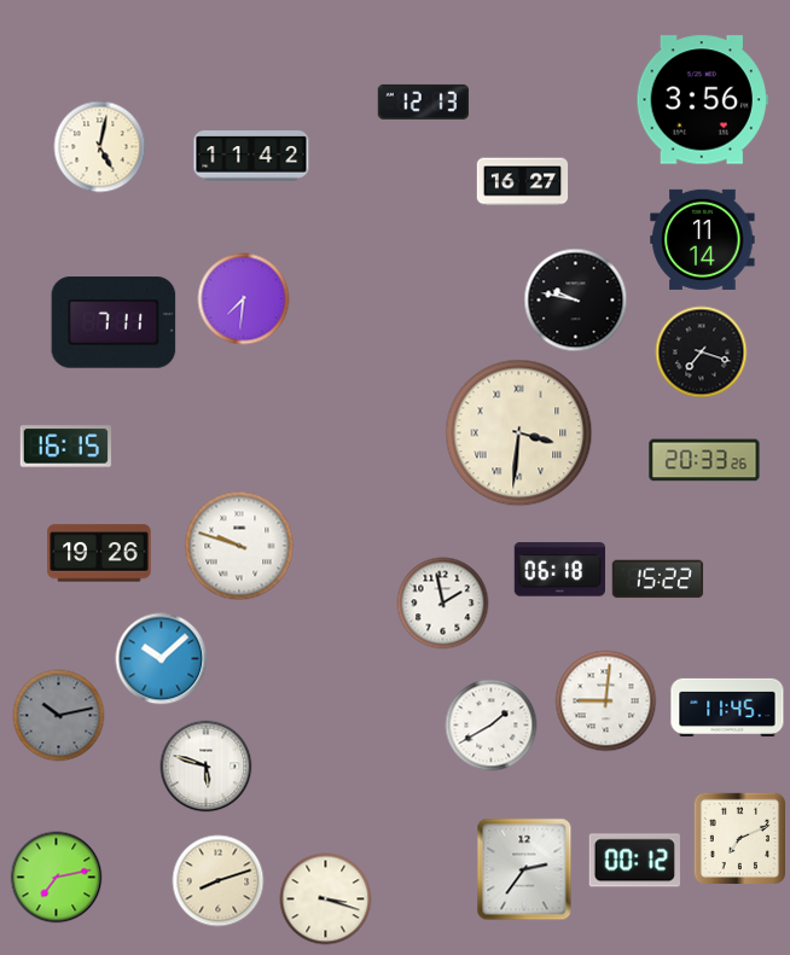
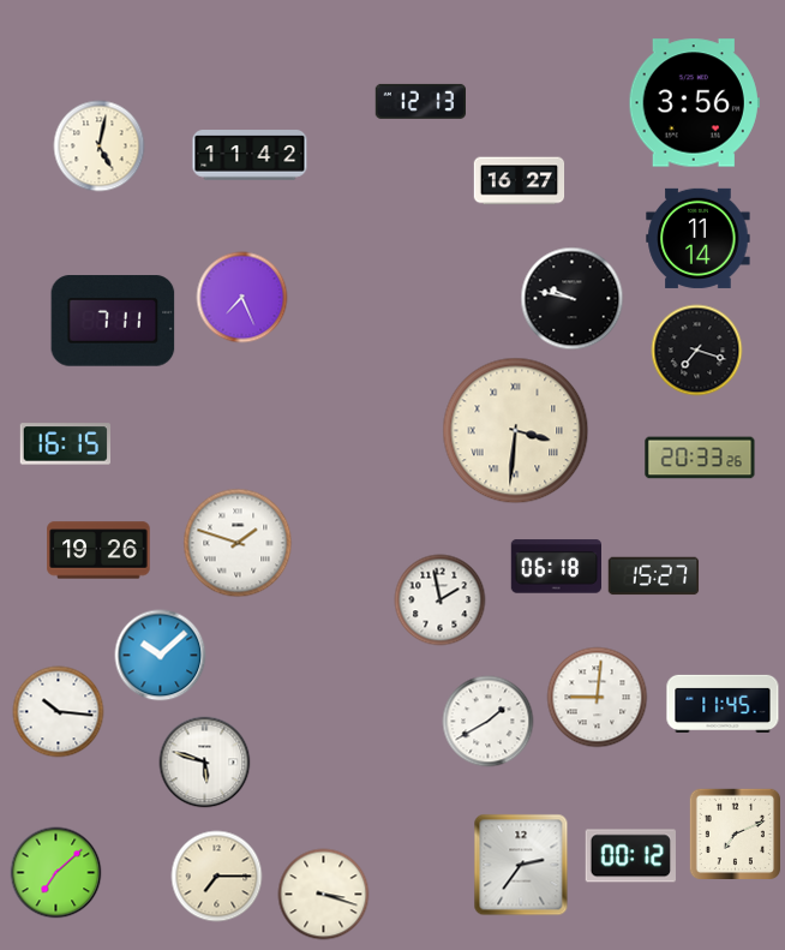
clock at (702, 100) position: (702, 100) -> (694, 103)
clock at (244, 299): 7:31 -> 7:26
clock at (239, 546): 9:48 -> 1:48
clock at (658, 580): 15:22 -> 15:27
clock at (606, 701) position: (606, 701) -> (598, 698)
clock at (59, 716): 10:13 -> 10:16
clock at (59, 716) dial: grey -> white
clock at (57, 878): 7:13 -> 7:08
clock at (219, 881): 8:12 -> 7:15
